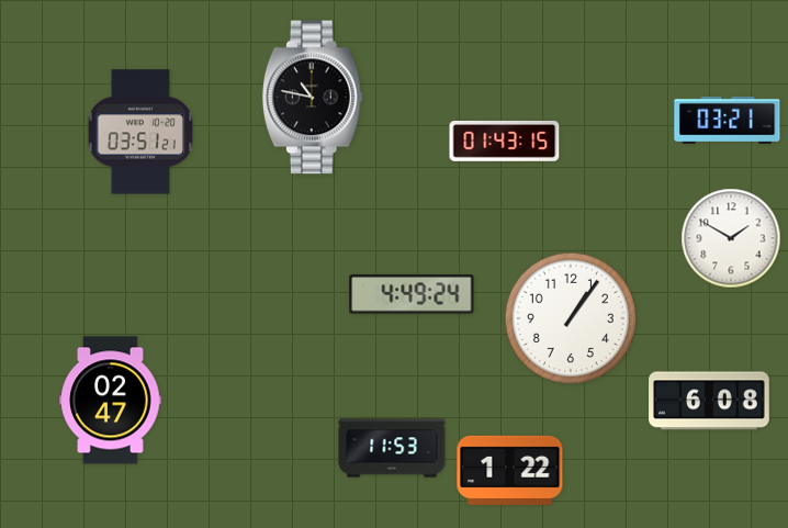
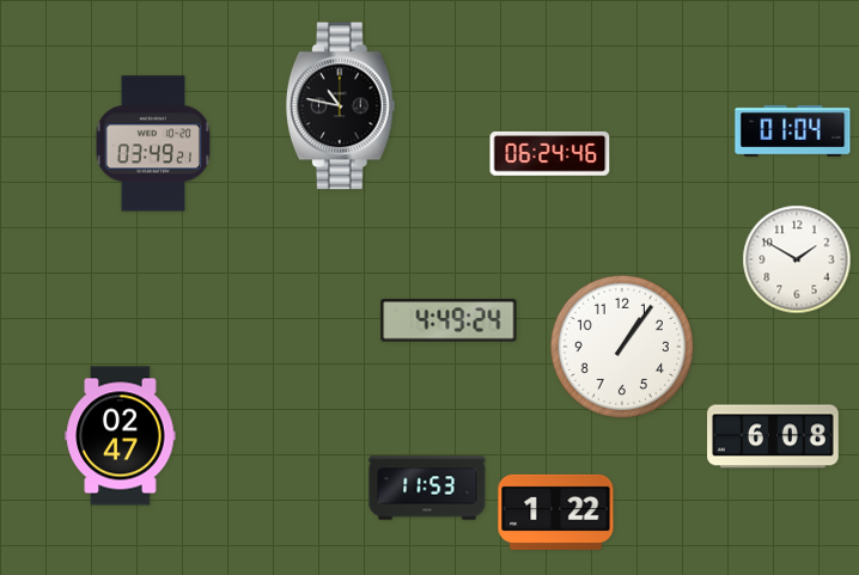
clock at (728, 120): 03:21 -> 01:04
clock at (140, 132): 03:51 -> 03:49
clock at (505, 141): 01:43 -> 06:24
